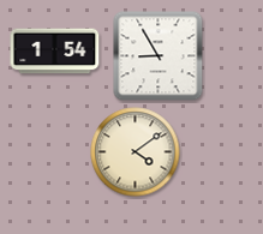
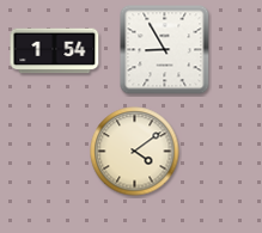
clock at (159, 56) position: (159, 56) -> (165, 50)
